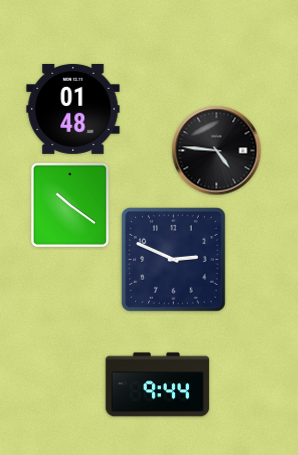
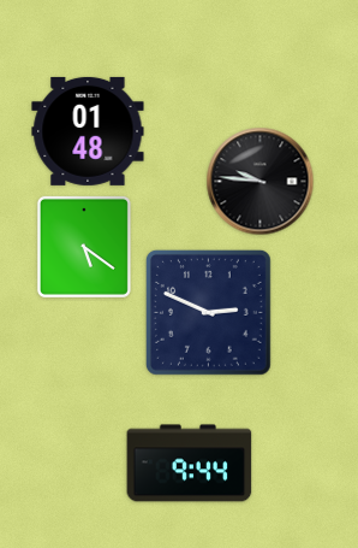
clock at (217, 151): 4:46 -> 9:46
clock at (70, 205): 10:21 -> 5:21
